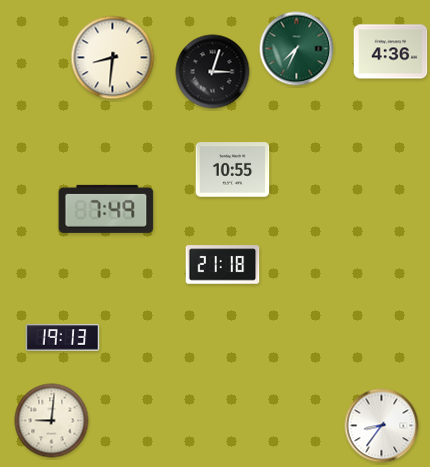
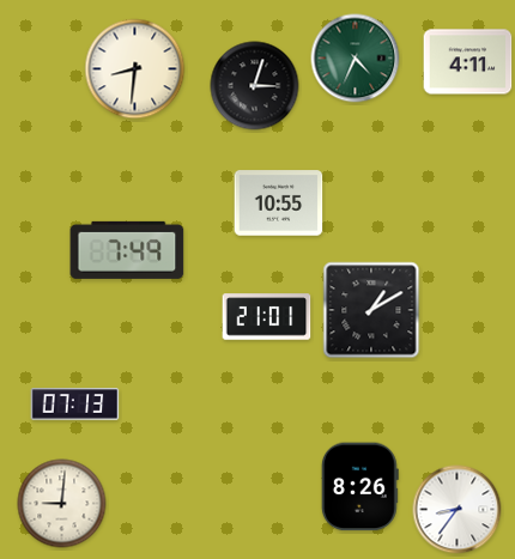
clock at (297, 49): 7:34 -> 4:34
clock at (391, 52): 4:36 -> 4:11
clock at (371, 310): none -> 1:10
clock at (223, 265): 21:18 -> 21:01
clock at (63, 338): 19:13 -> 07:13
clock at (359, 487): none -> 8:26
